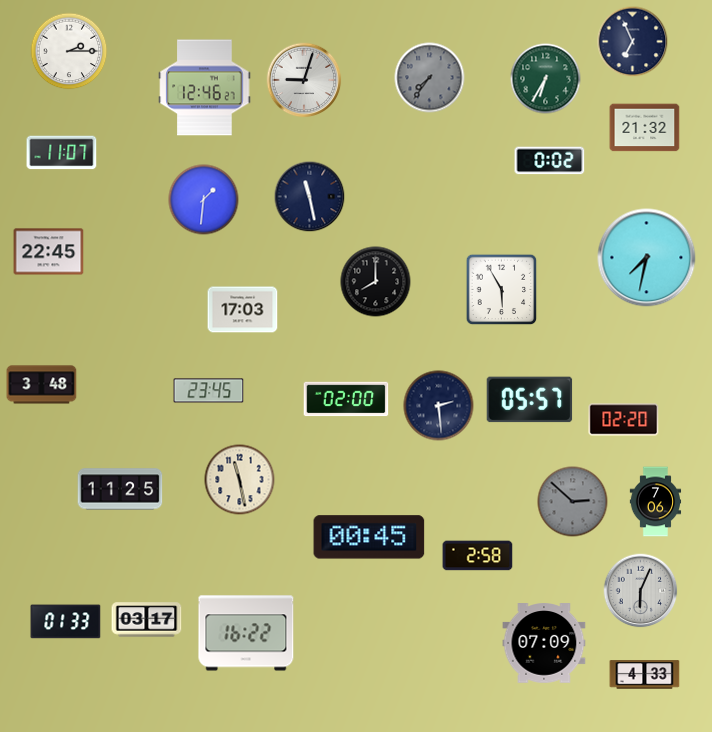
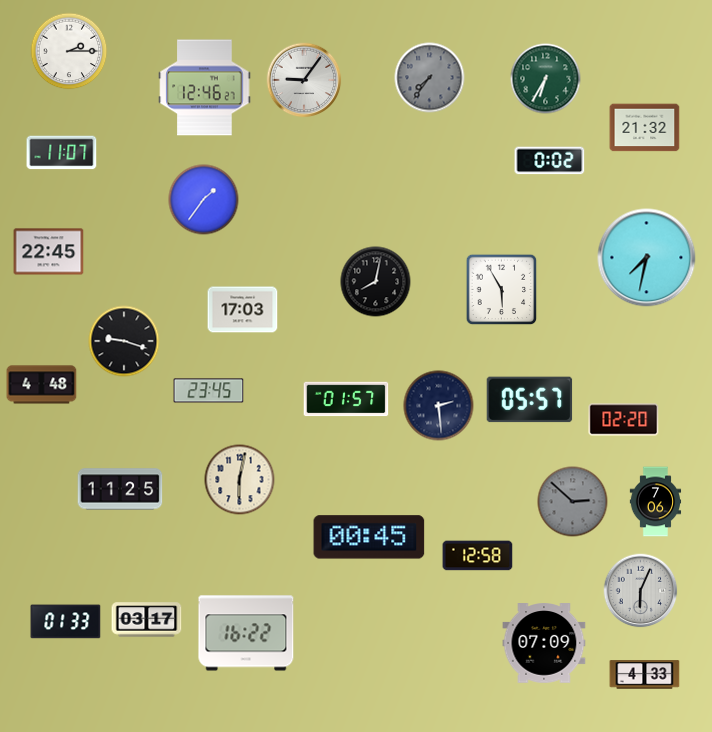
clock at (633, 42): 6:56 -> none
clock at (304, 80): 9:03 -> 9:06
clock at (310, 197): 11:28 -> none
clock at (204, 200): 1:31 -> 1:36
clock at (376, 282): 8:00 -> 8:02
clock at (124, 341): none -> 9:18
clock at (42, 385): 3:48 -> 4:48
clock at (346, 399): 02:00 -> 01:57
clock at (240, 480): 11:28 -> 6:02
clock at (478, 556): 2:58 -> 12:58
